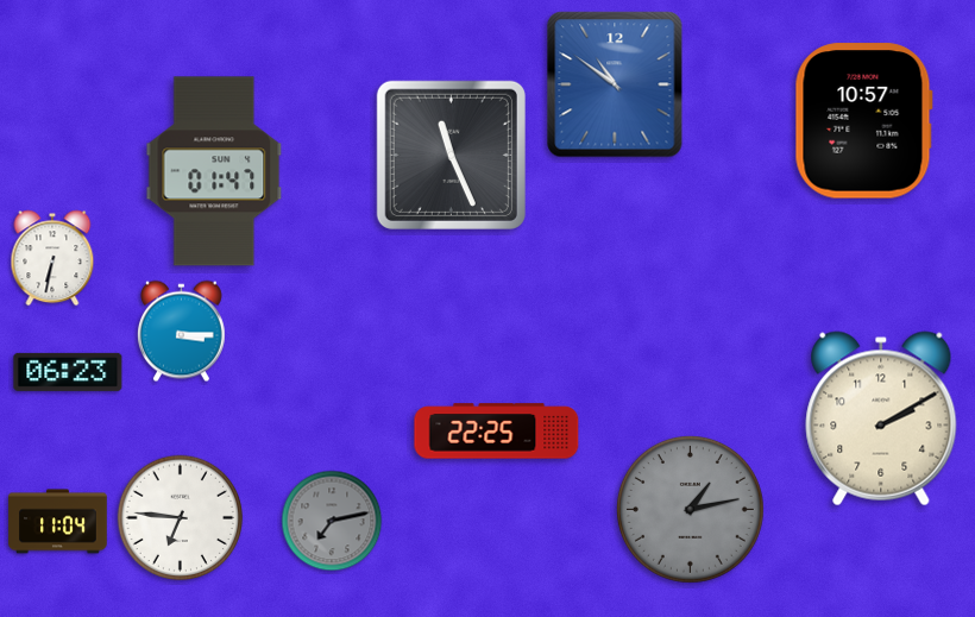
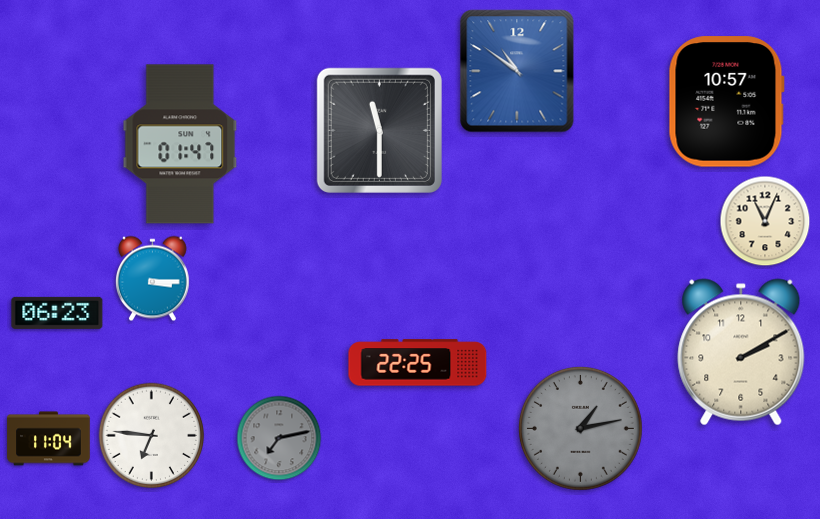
clock at (451, 155): 11:26 -> 11:30
clock at (52, 258): 6:32 -> none
clock at (765, 221): none -> 11:04
